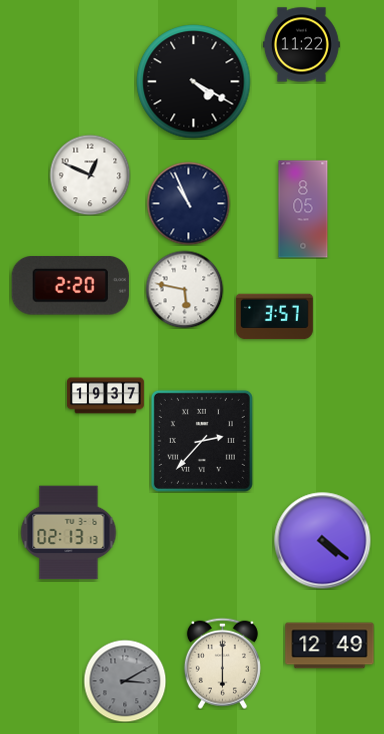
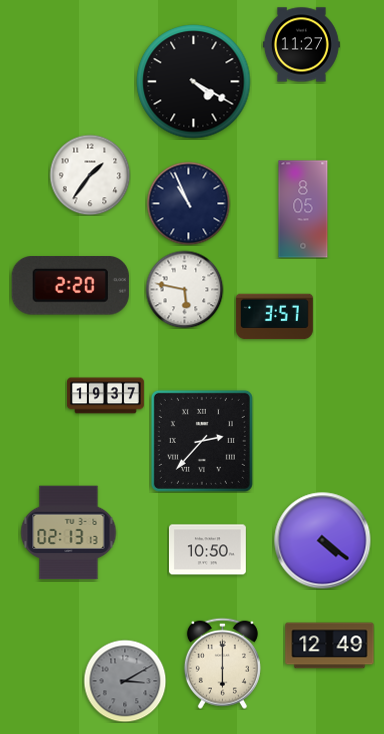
clock at (301, 45): 11:22 -> 11:27
clock at (90, 175): 12:49 -> 1:36
clock at (207, 550): none -> 10:50
